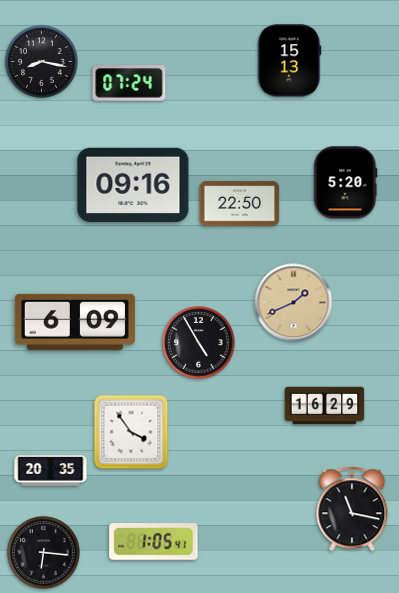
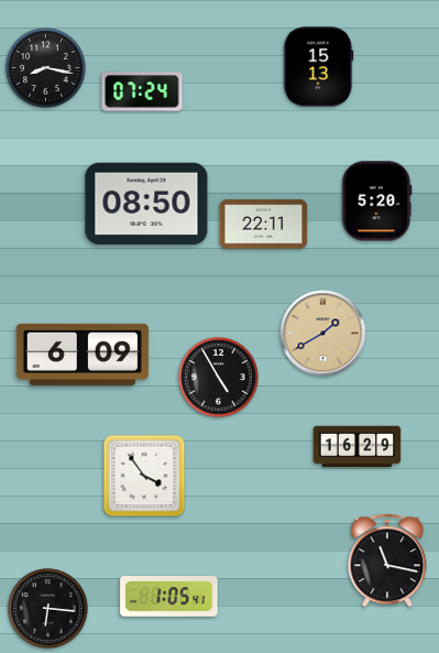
clock at (346, 183) position: (346, 183) -> (377, 202)
clock at (133, 185): 09:16 -> 08:50
clock at (240, 204): 22:50 -> 22:11
clock at (294, 303): 1:41 -> 1:40
clock at (51, 471): 20:35 -> none
